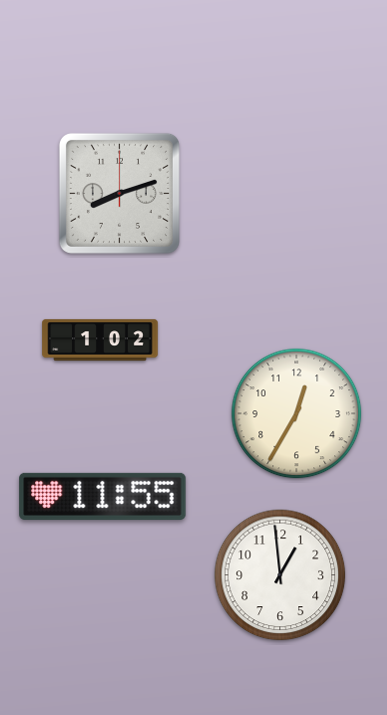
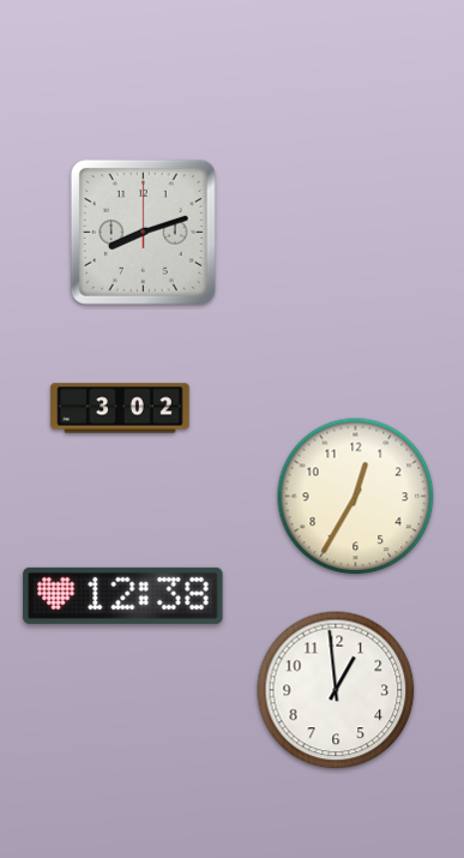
clock at (100, 340): 1:02 -> 3:02
clock at (103, 496): 11:55 -> 12:38
